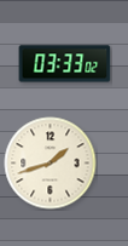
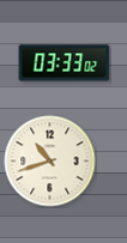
clock at (51, 164): 1:42 -> 10:42
